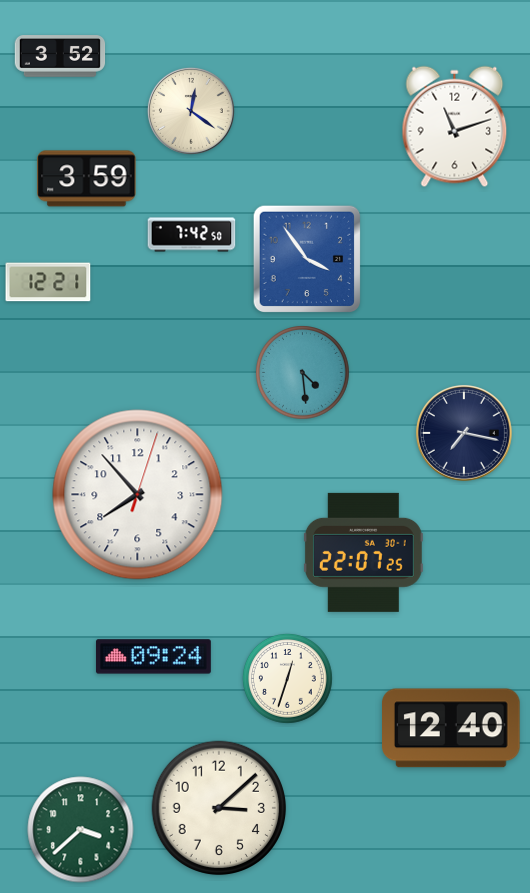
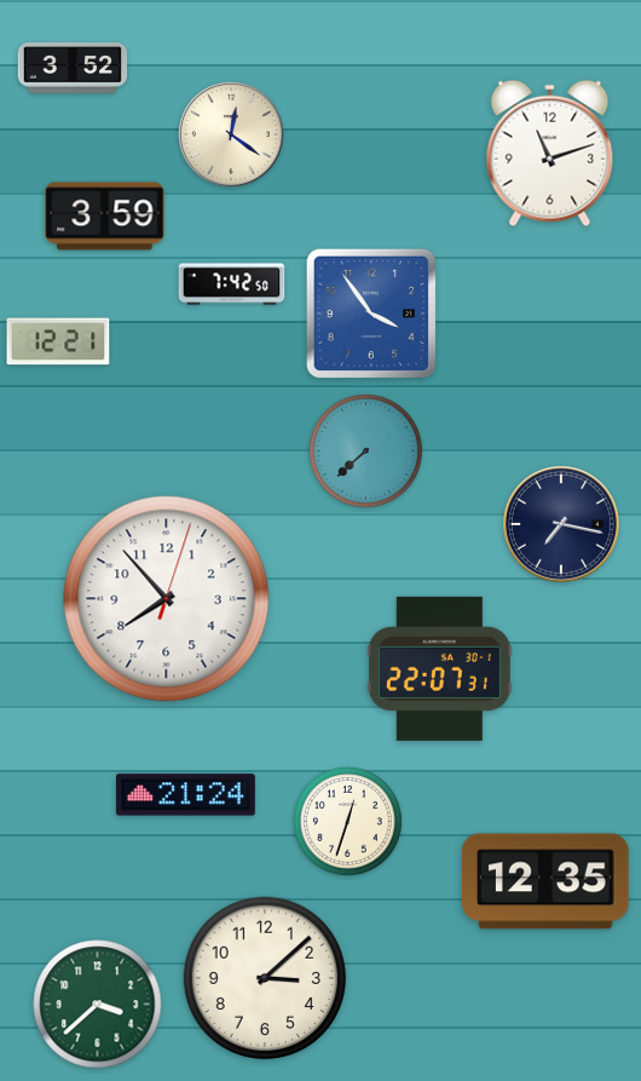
clock at (303, 373): 4:29 -> 7:38
clock at (363, 552): 22:07:25 -> 22:07:31
clock at (153, 657): 09:24 -> 21:24
clock at (452, 728): 12:40 -> 12:35
